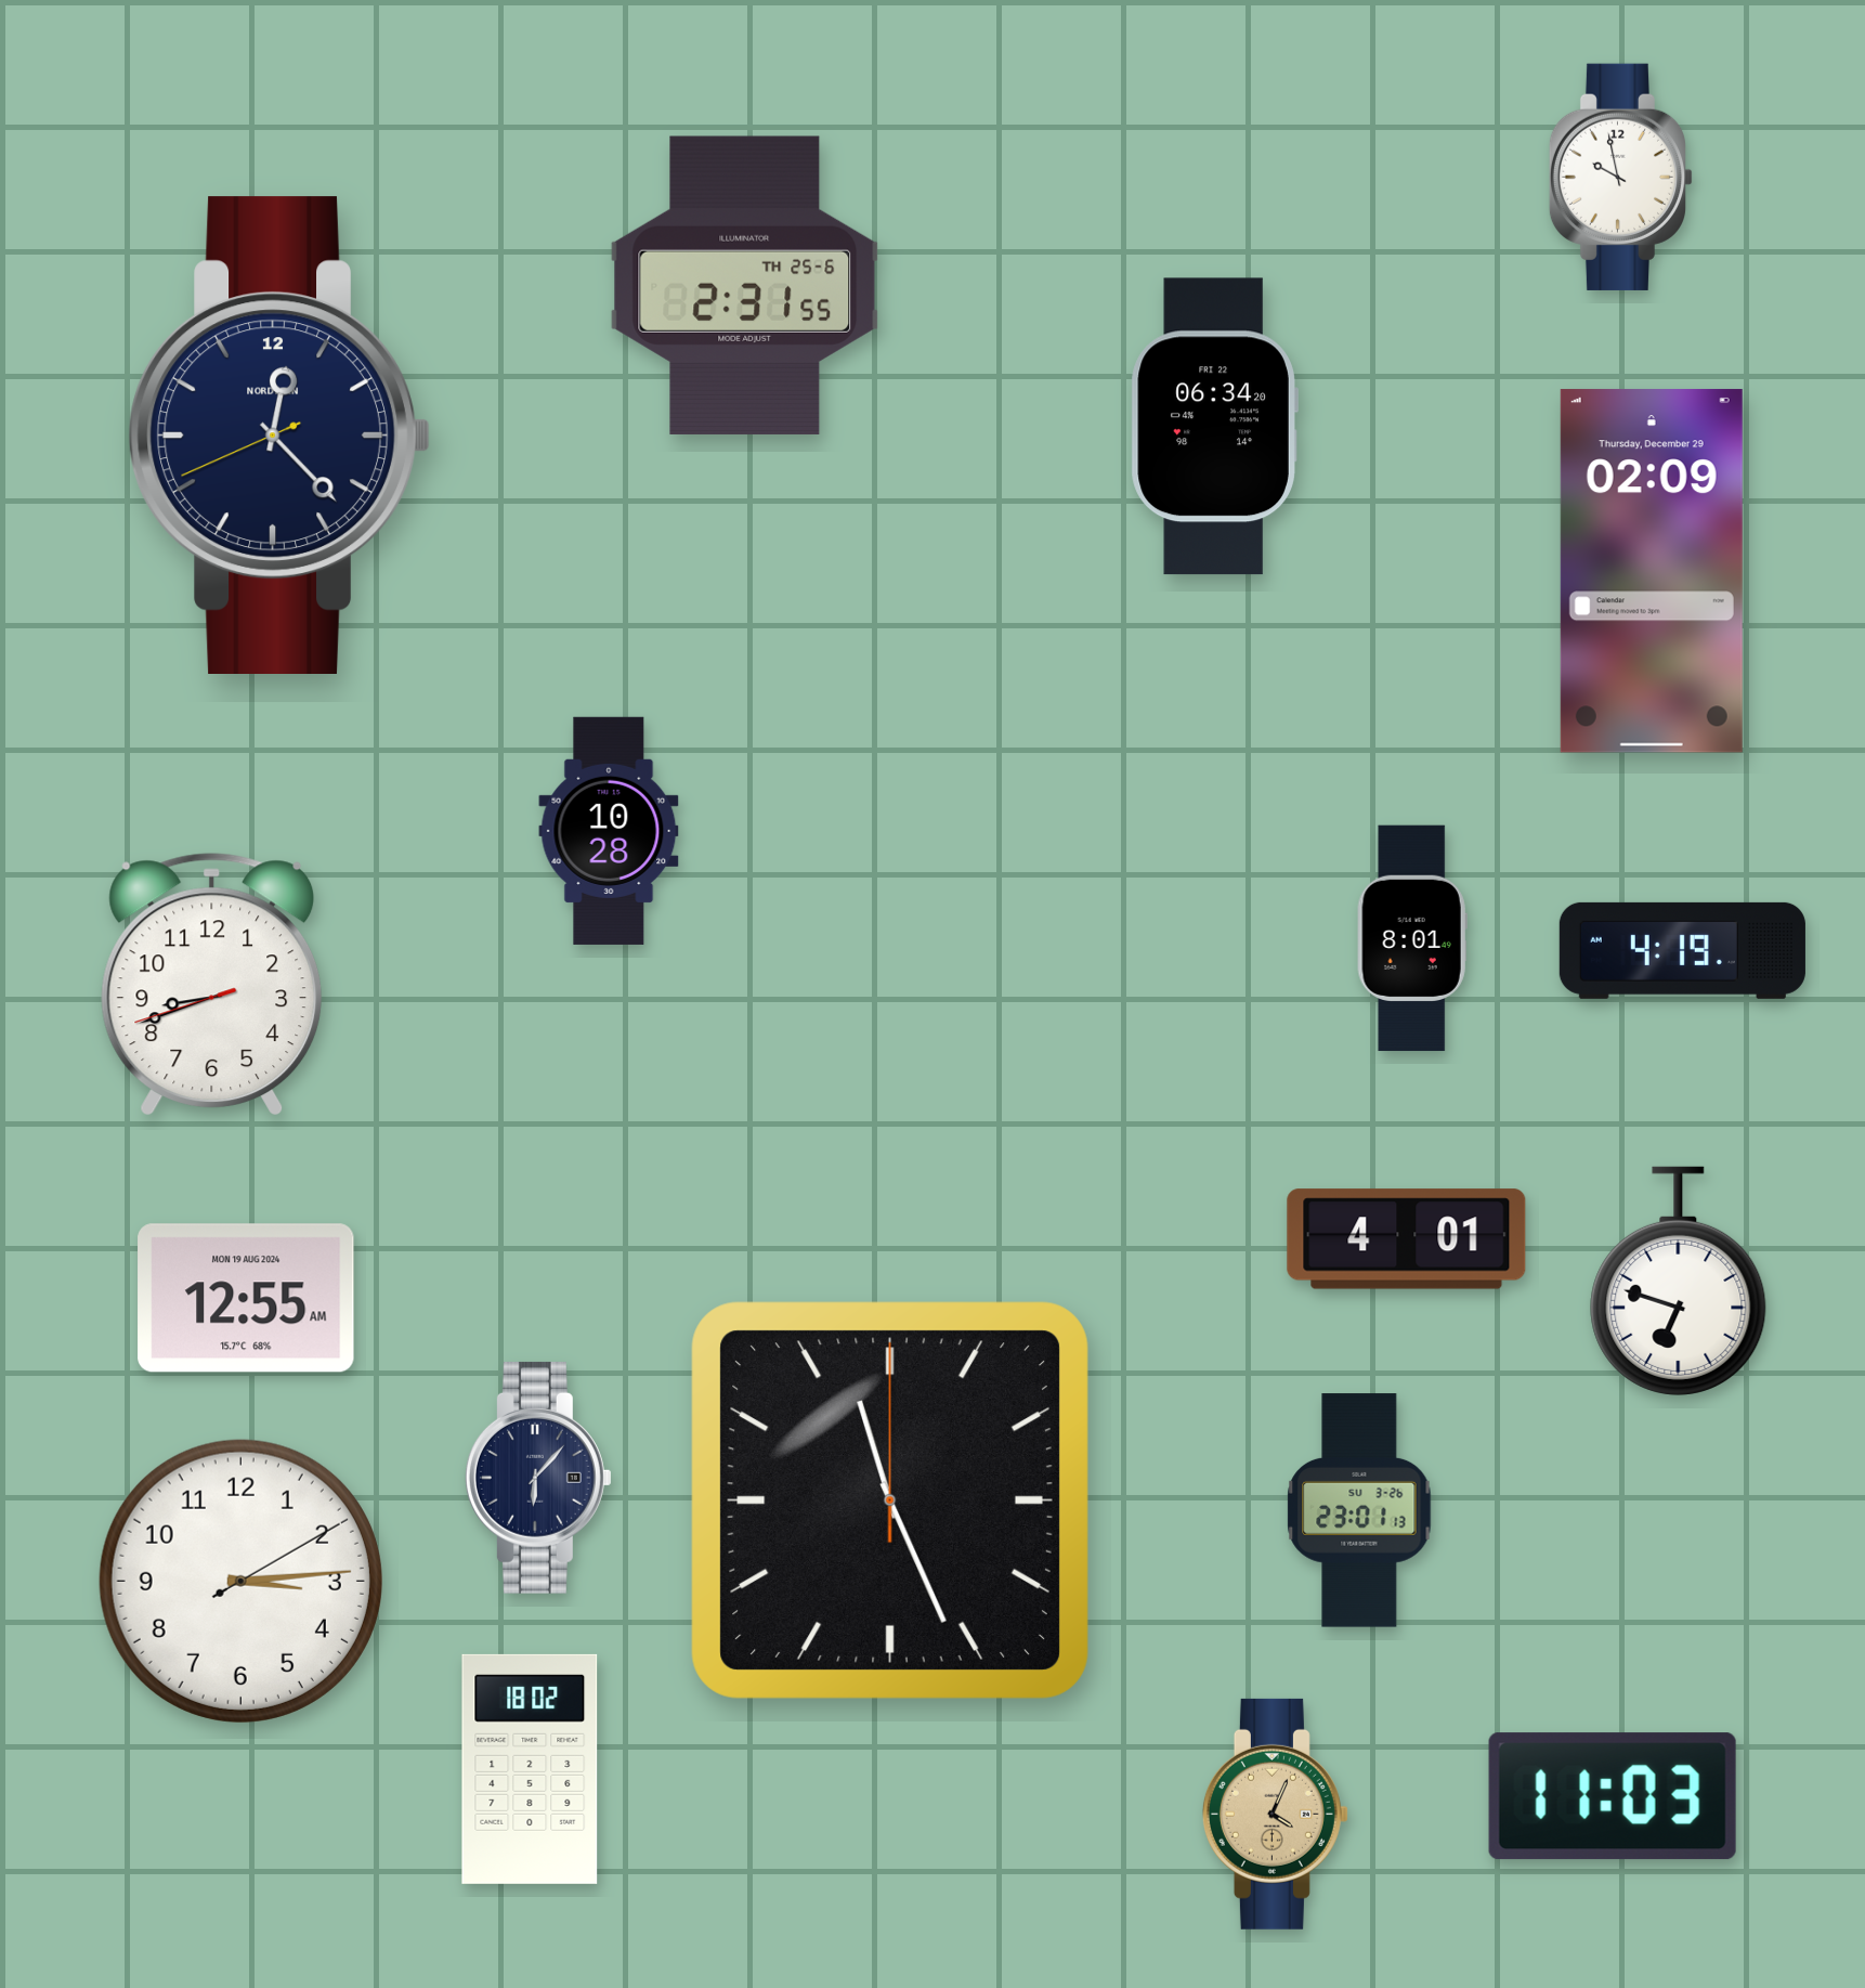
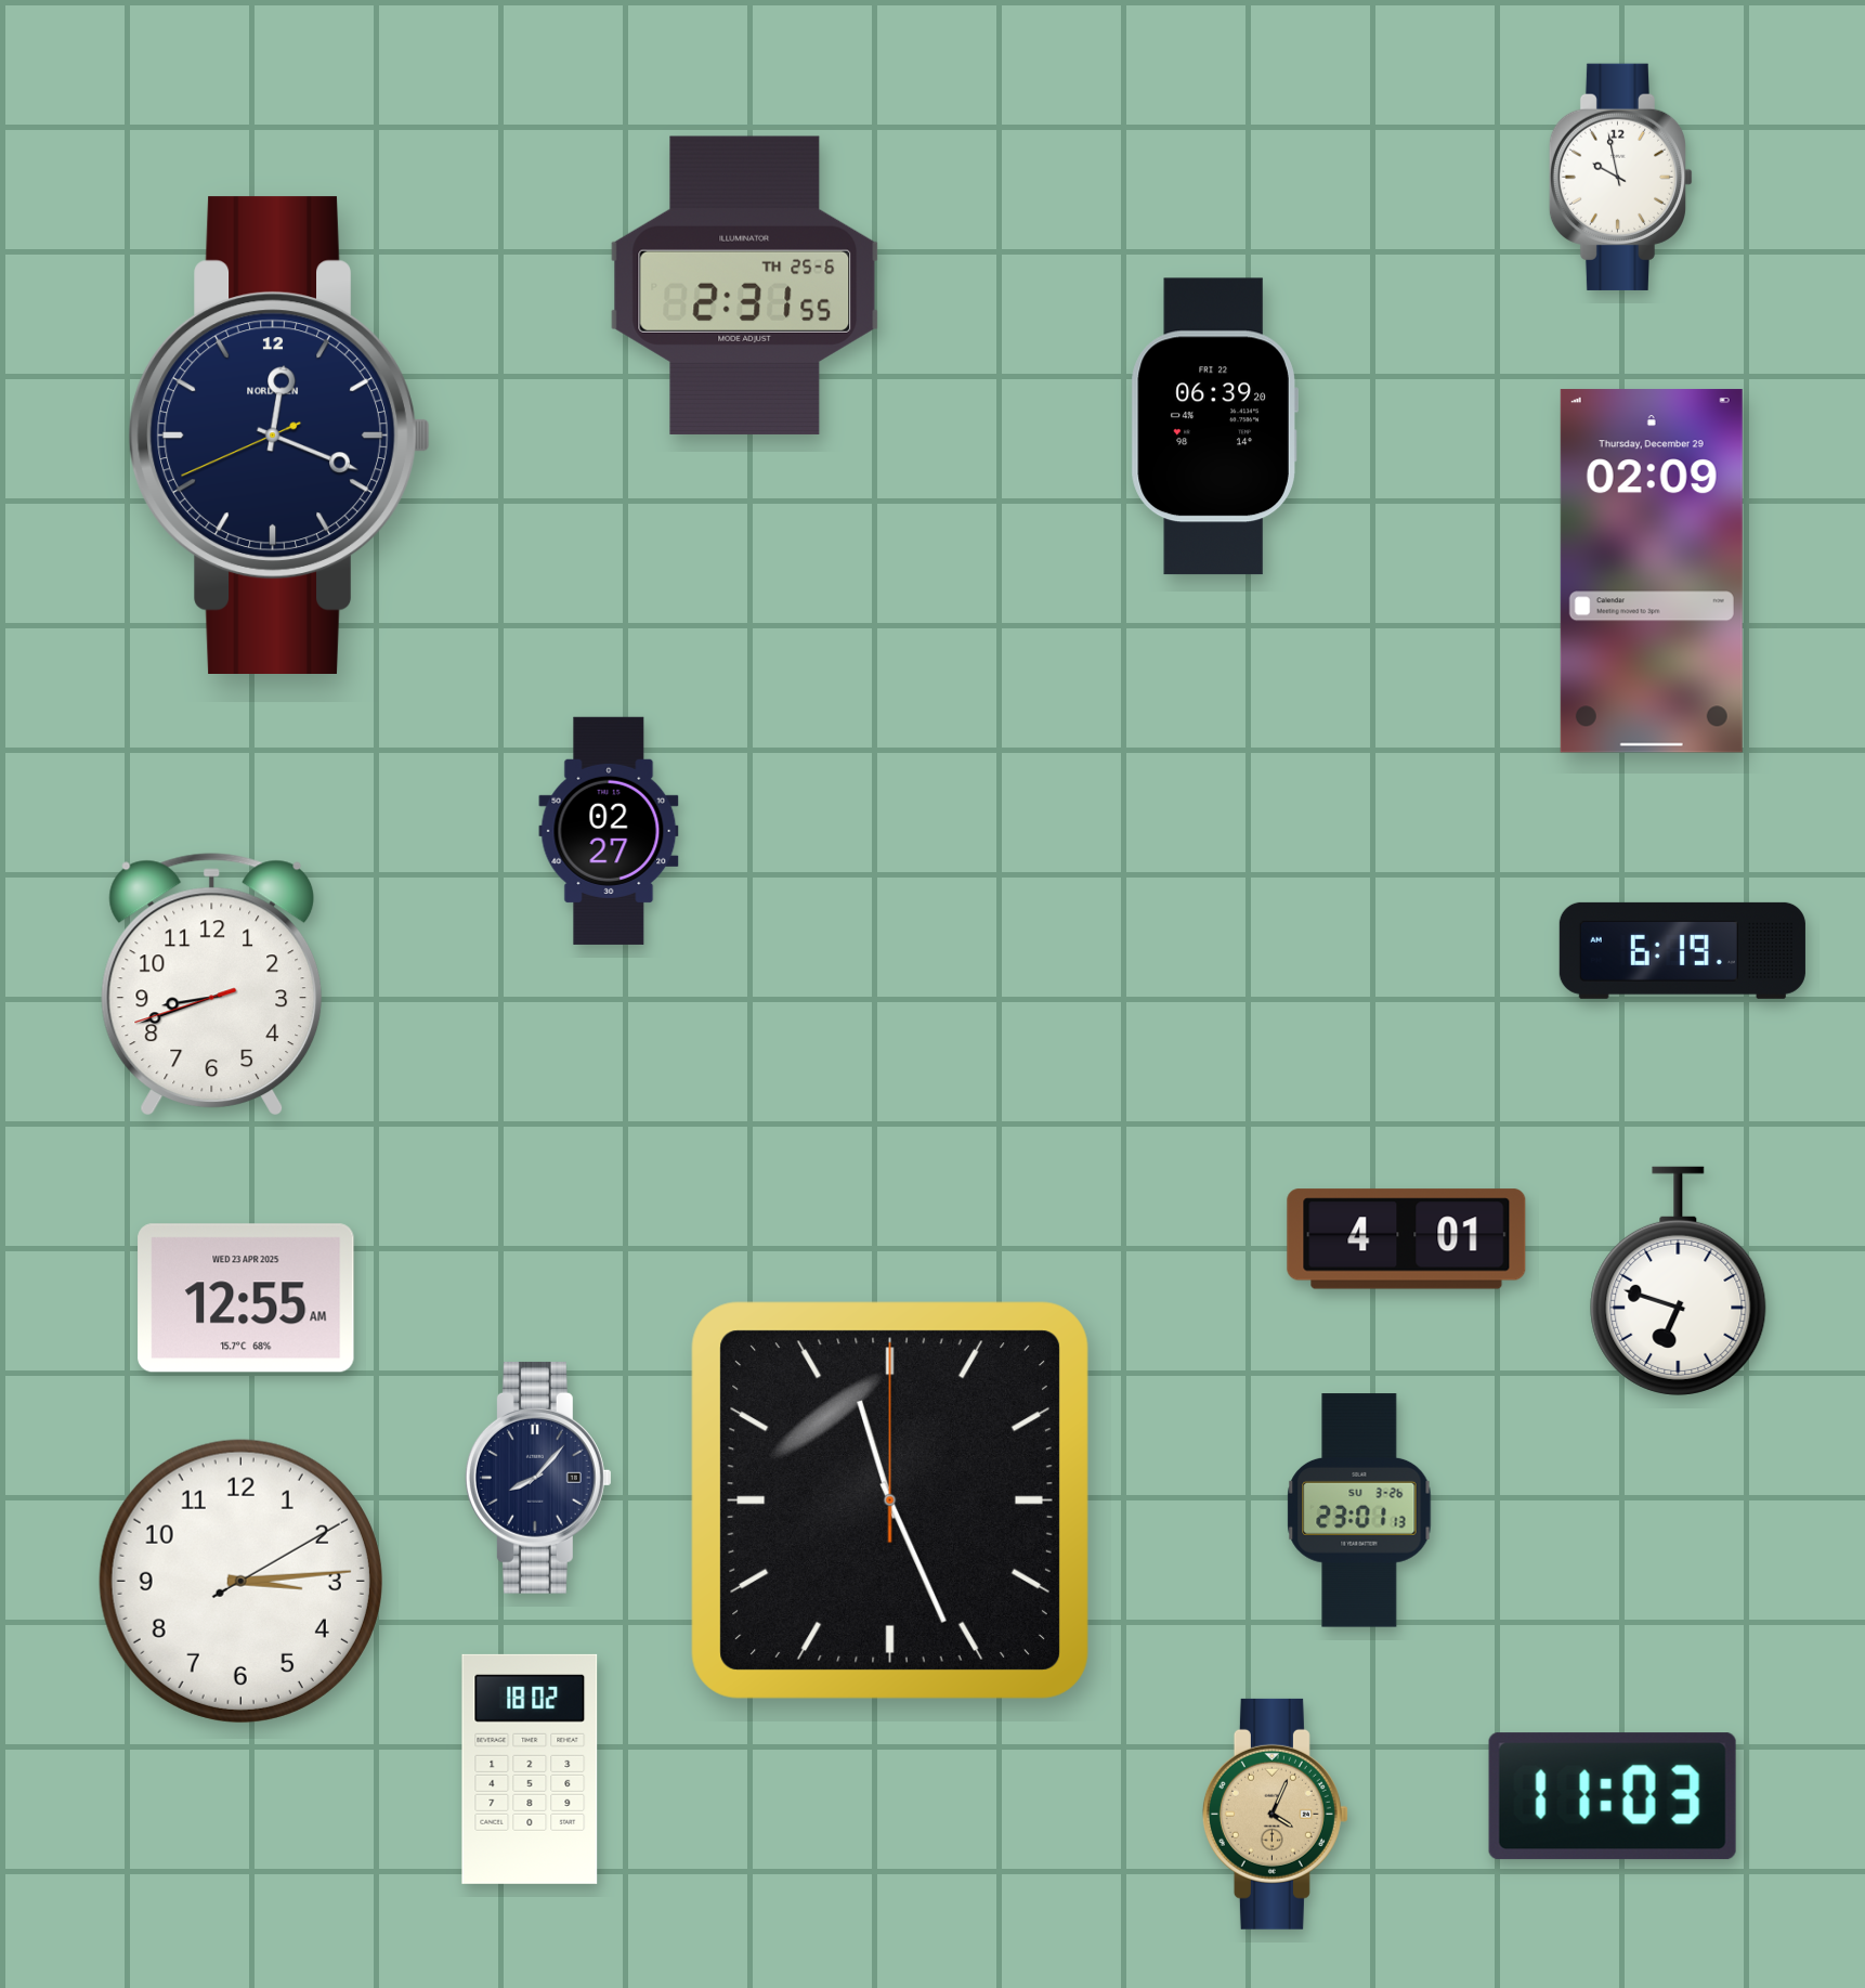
clock at (1214, 427): 06:34 -> 06:39
clock at (278, 434): 12:22 -> 12:18
clock at (609, 831): 10:28 -> 02:27
clock at (1412, 938): 8:01 -> none
clock at (1682, 950): 4:19 -> 6:19
clock at (246, 1298) date: MON 19 AUG 2024 -> WED 23 APR 2025
clock at (538, 1478): 6:07 -> 8:07
